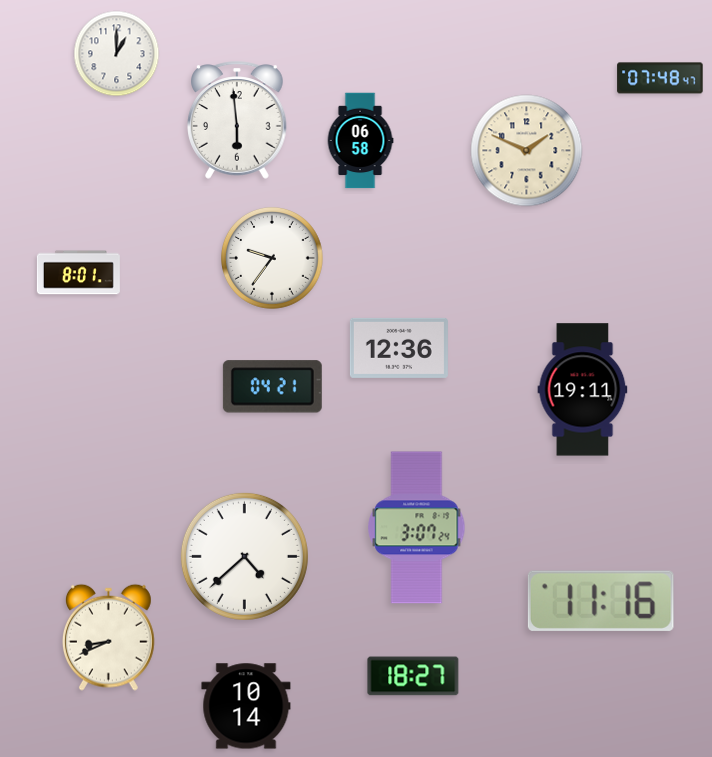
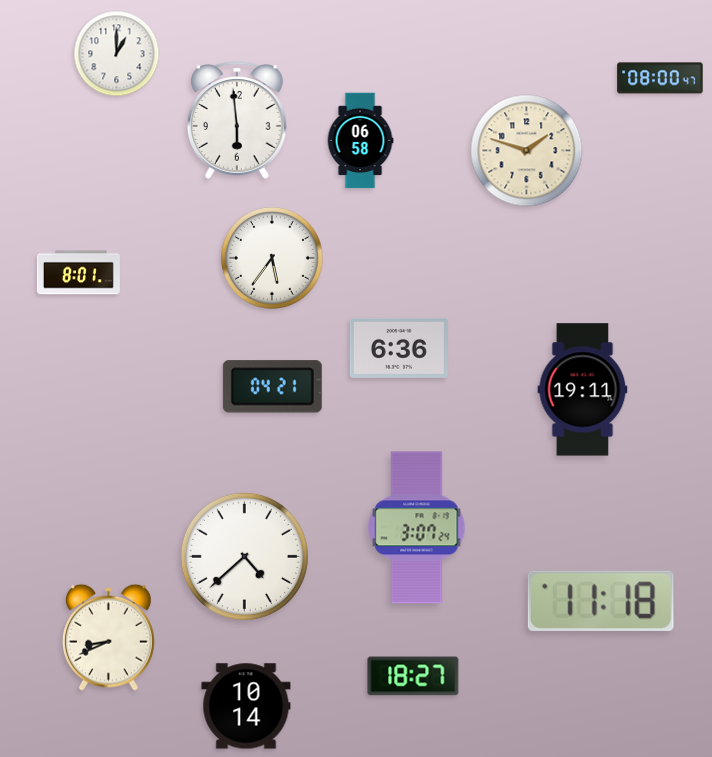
clock at (660, 78): 07:48 -> 08:00
clock at (527, 151): 1:49 -> 1:48
clock at (272, 258): 9:36 -> 5:36
clock at (399, 348): 12:36 -> 6:36
clock at (601, 601): 11:16 -> 11:18
